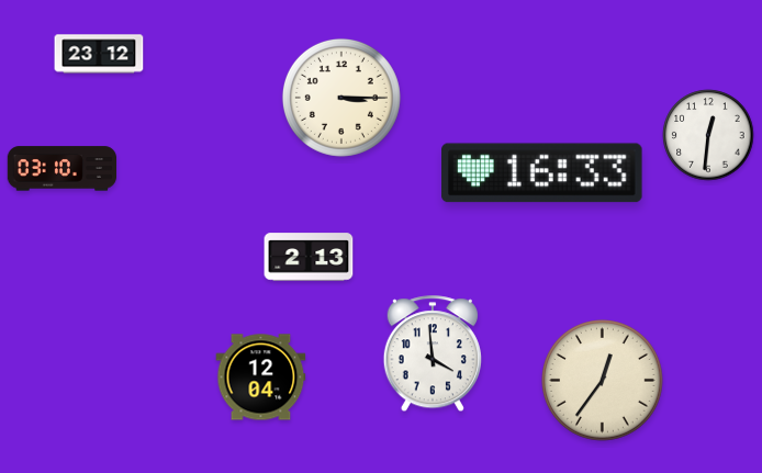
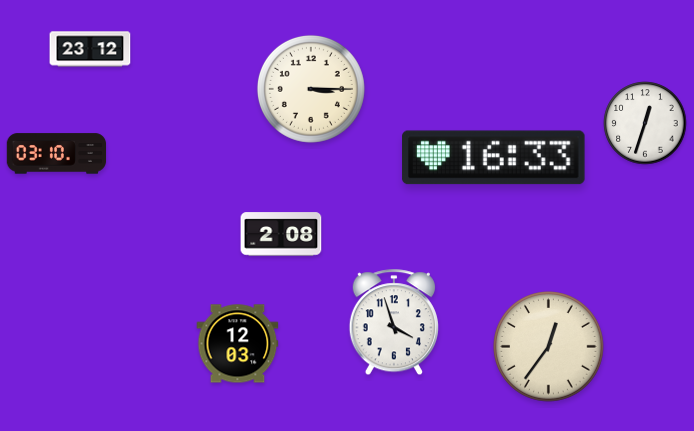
clock at (708, 135): 12:31 -> 12:33
clock at (309, 257): 2:13 -> 2:08
clock at (433, 354): 3:59 -> 3:57
clock at (261, 378): 12:04 -> 12:03
